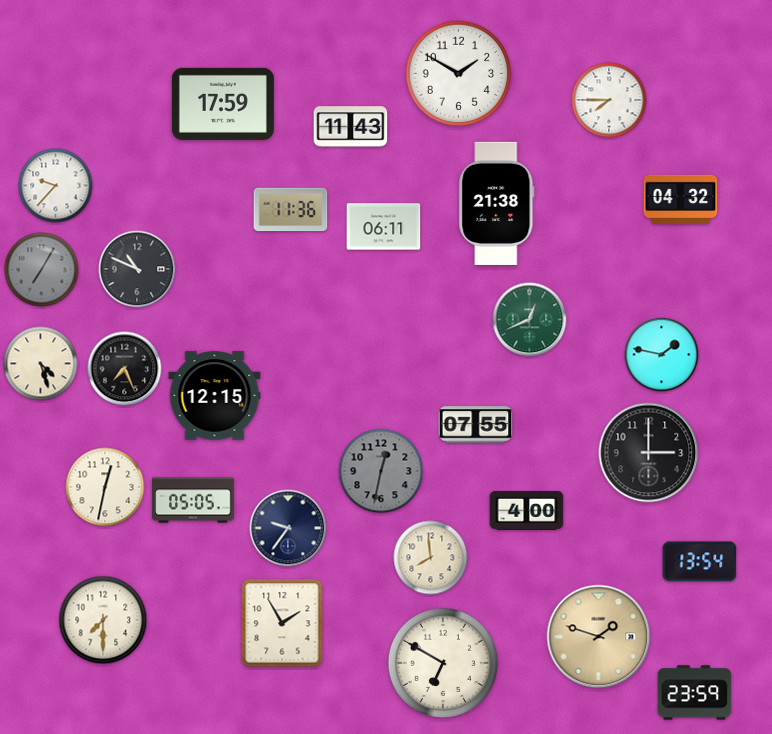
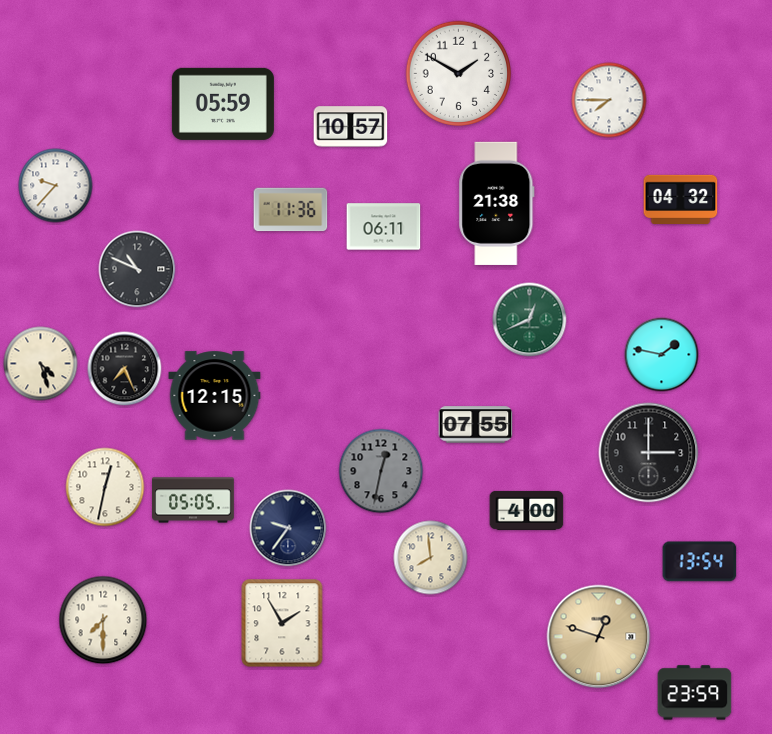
clock at (223, 104): 17:59 -> 05:59
clock at (351, 127): 11:43 -> 10:57
clock at (42, 270): 7:05 -> none
clock at (599, 637): 1:48 -> 12:48
clock at (443, 663): 6:50 -> none
